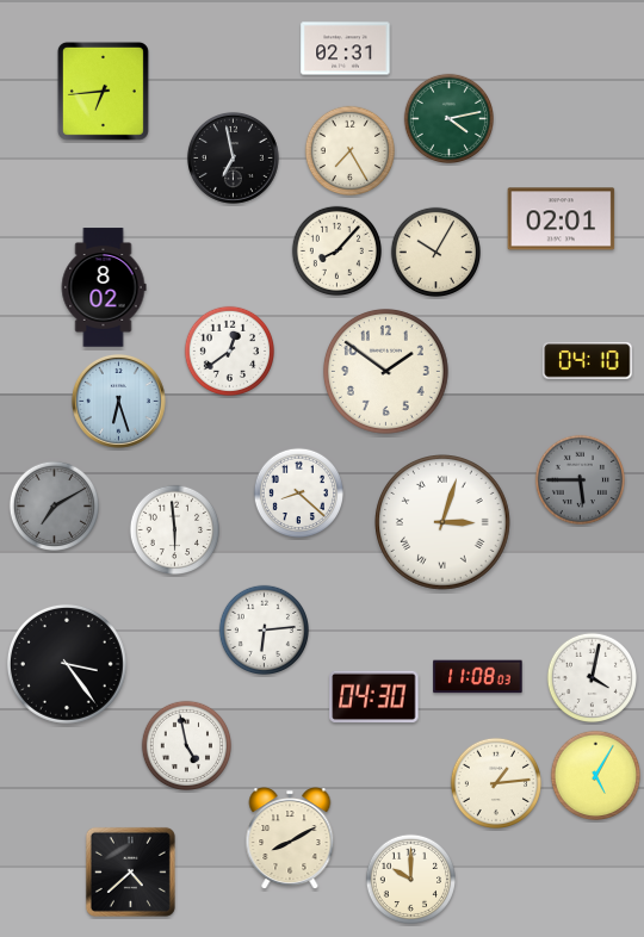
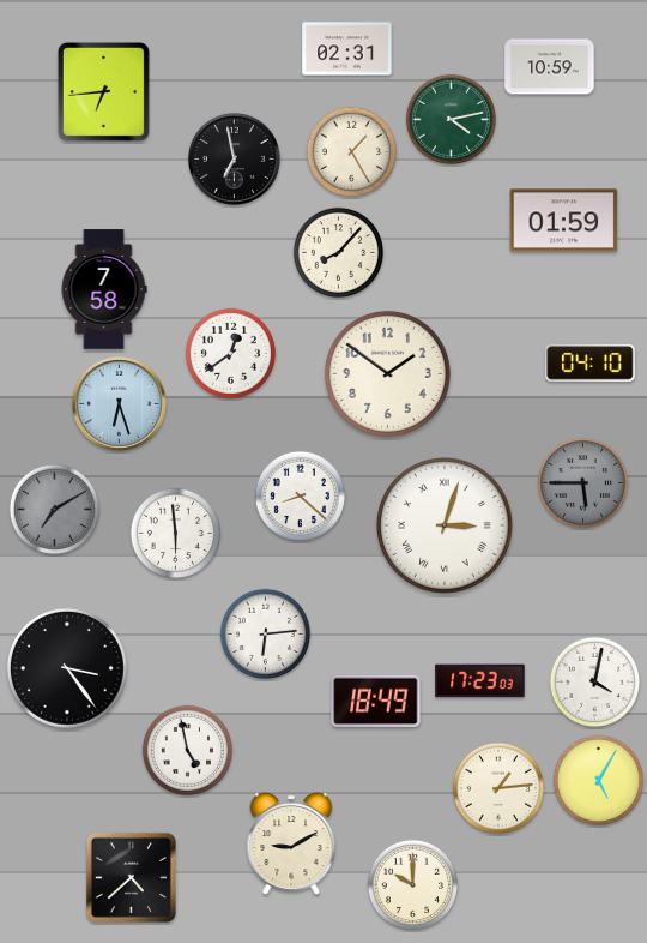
clock at (550, 67): none -> 10:59
clock at (349, 150): 7:25 -> 1:25
clock at (562, 219): 02:01 -> 01:59
clock at (435, 252): 10:05 -> none
clock at (104, 287): 8:02 -> 7:58
clock at (478, 677): 11:08 -> 17:23
clock at (374, 696): 04:30 -> 18:49
clock at (290, 839): 8:10 -> 9:10
